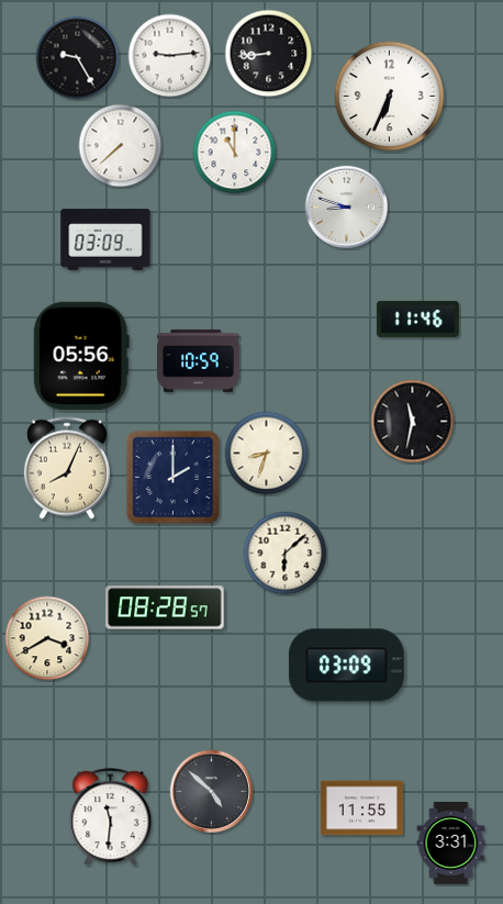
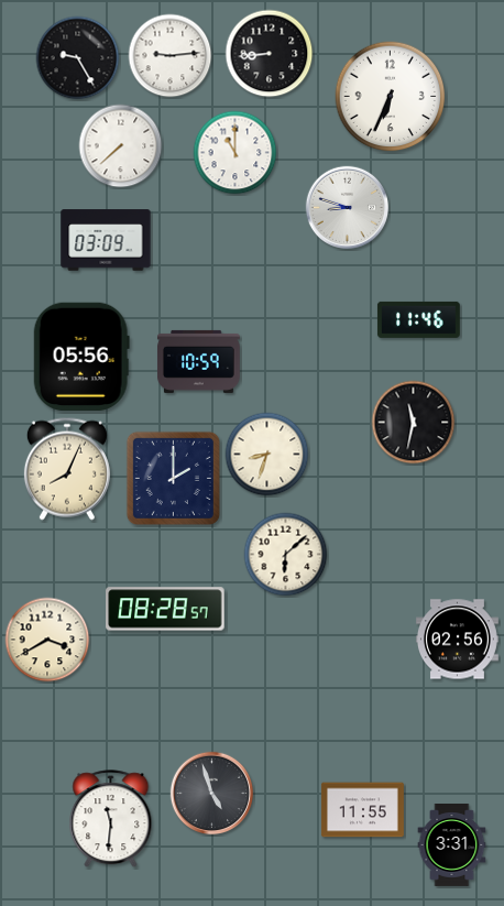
clock at (457, 640): none -> 02:56
clock at (346, 666): 03:09 -> none
clock at (212, 792): 4:52 -> 4:57
